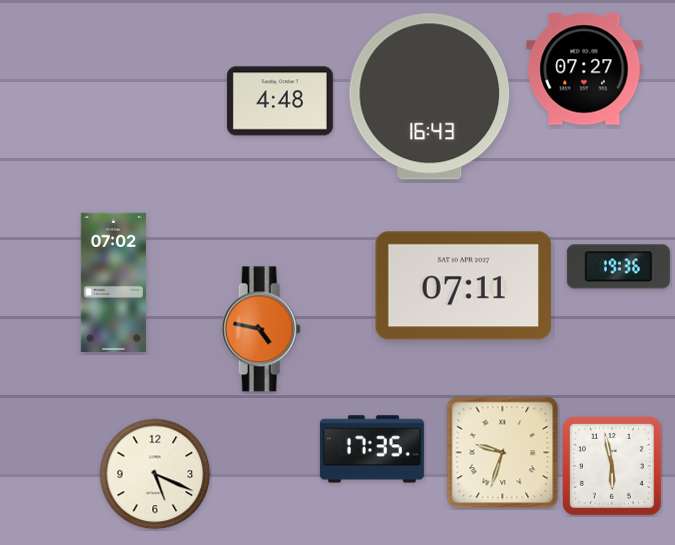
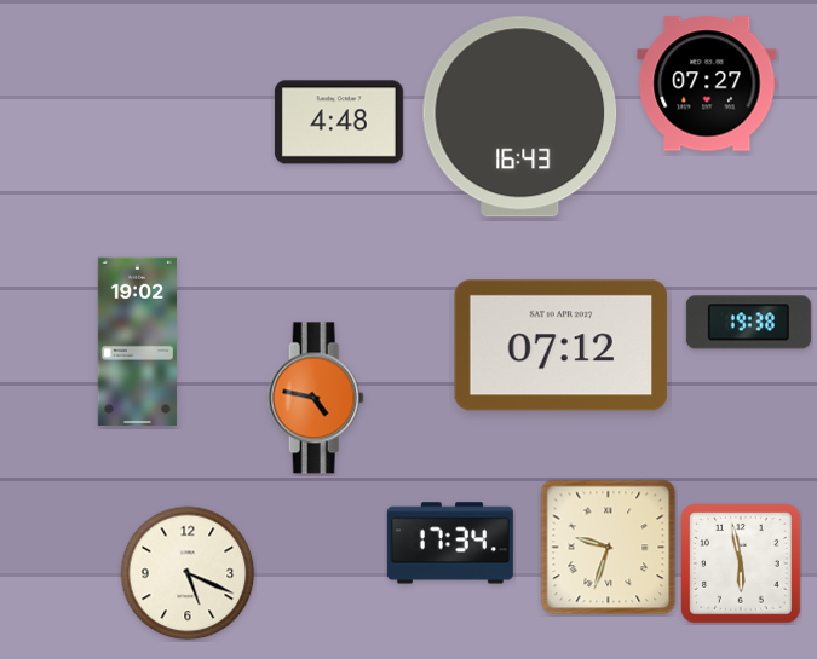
clock at (618, 267): 19:36 -> 19:38
clock at (113, 283): 07:02 -> 19:02
clock at (464, 286): 07:11 -> 07:12
clock at (372, 449): 17:35 -> 17:34
